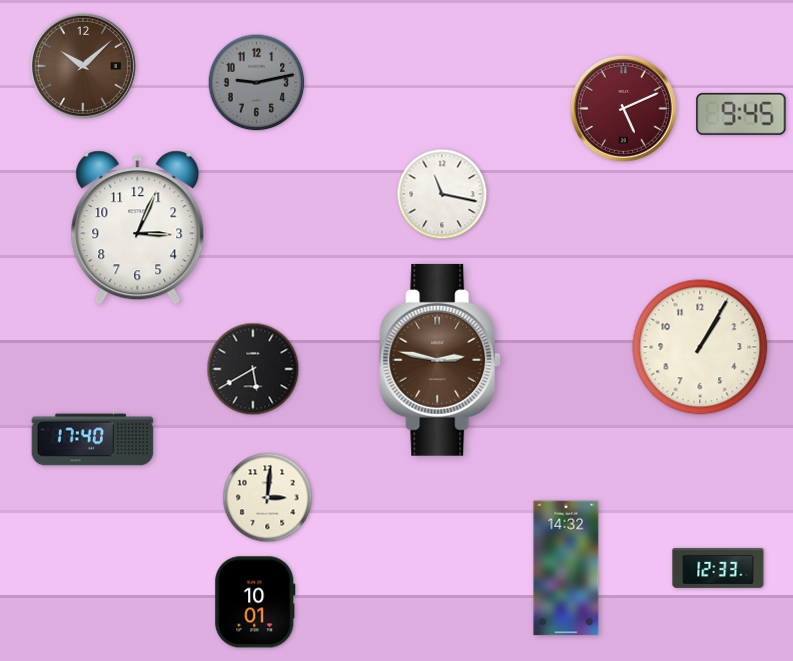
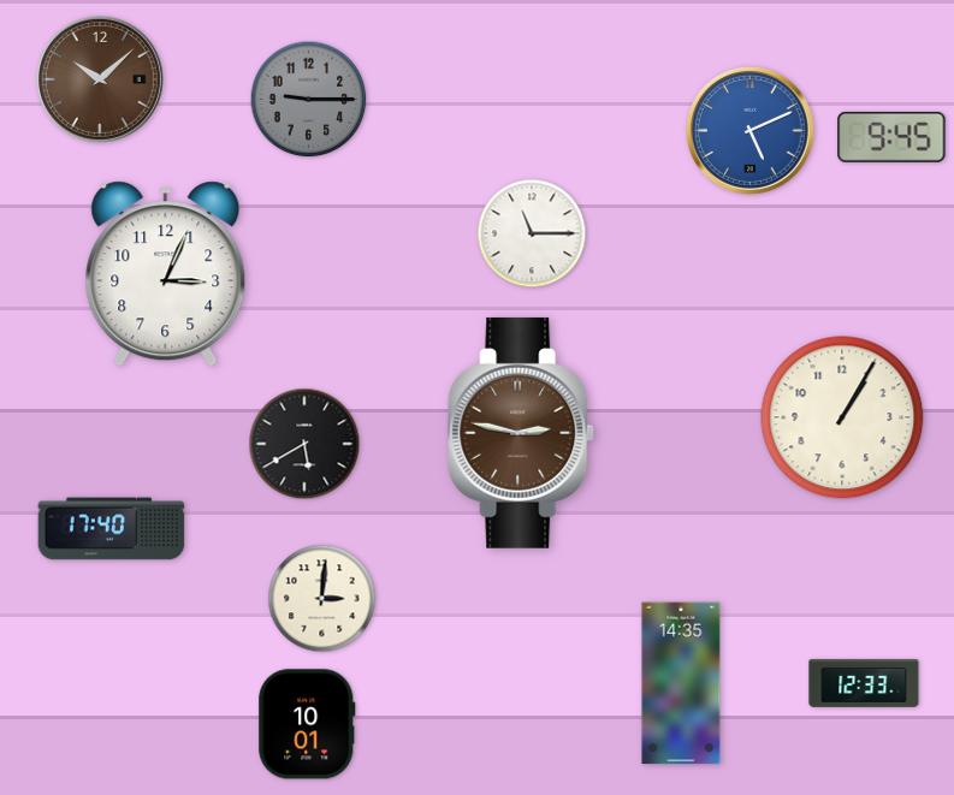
clock at (257, 83): 9:13 -> 9:15
clock at (623, 108) dial: burgundy -> blue
clock at (442, 194): 11:17 -> 11:15
clock at (440, 360) position: (440, 360) -> (521, 433)
clock at (566, 568): 14:32 -> 14:35
